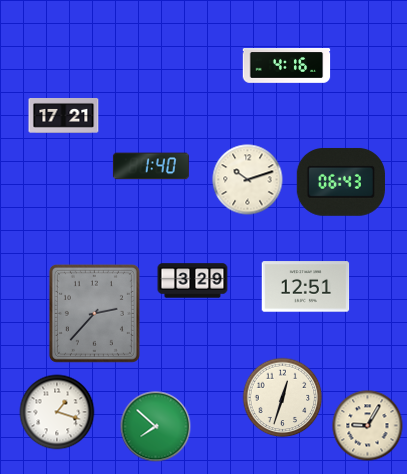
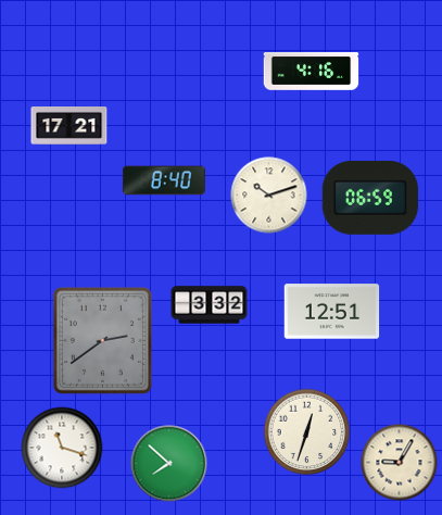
clock at (151, 166): 1:40 -> 8:40
clock at (341, 182): 06:43 -> 06:59
clock at (193, 281): 3:29 -> 3:32
clock at (94, 313): 2:37 -> 2:39
clock at (57, 412): 1:18 -> 11:18
